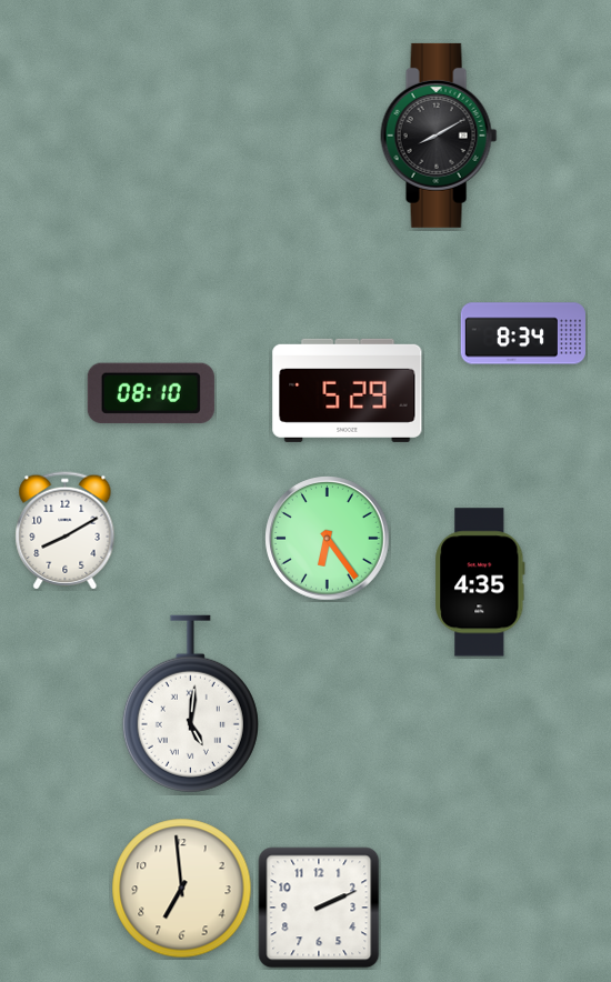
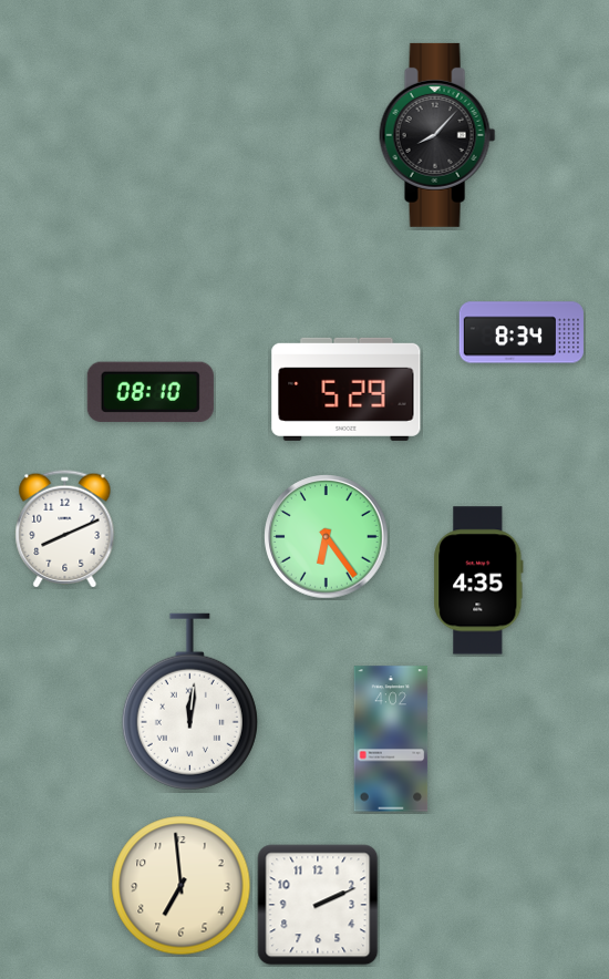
clock at (439, 136): 8:10 -> 8:07
clock at (66, 531): 8:10 -> 8:11
clock at (190, 704): 5:01 -> 12:01
clock at (391, 739): none -> 4:02
